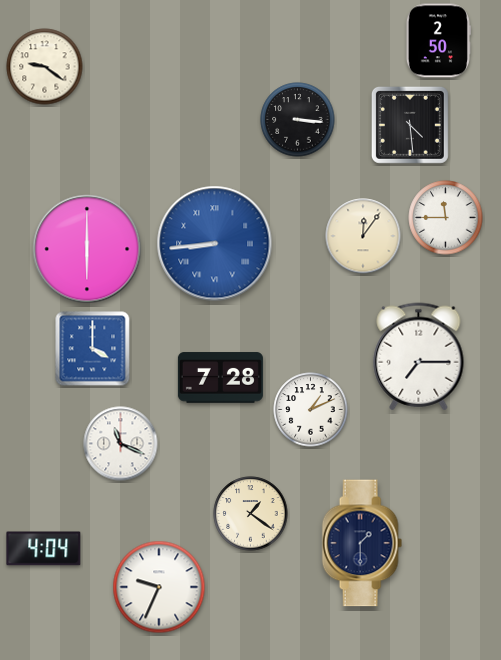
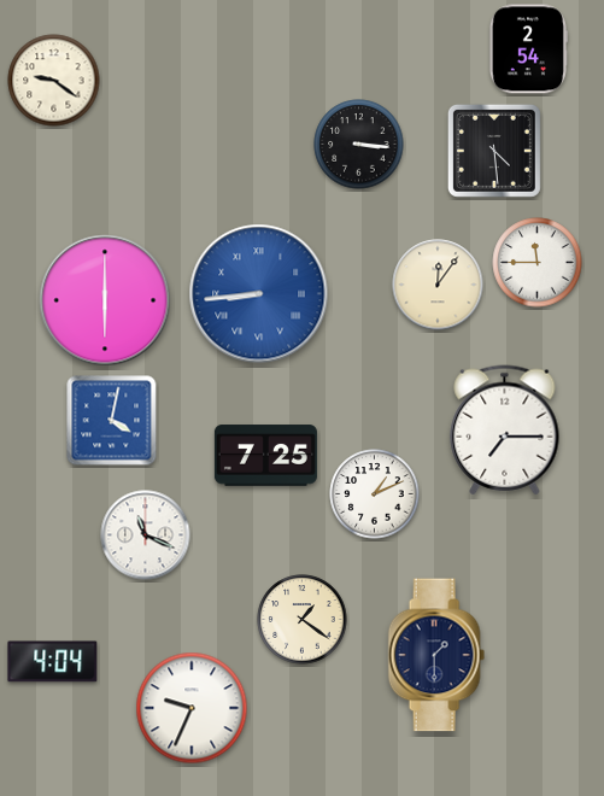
clock at (438, 41): 2:50 -> 2:54
clock at (93, 349): 4:00 -> 4:02
clock at (220, 378): 7:28 -> 7:25
